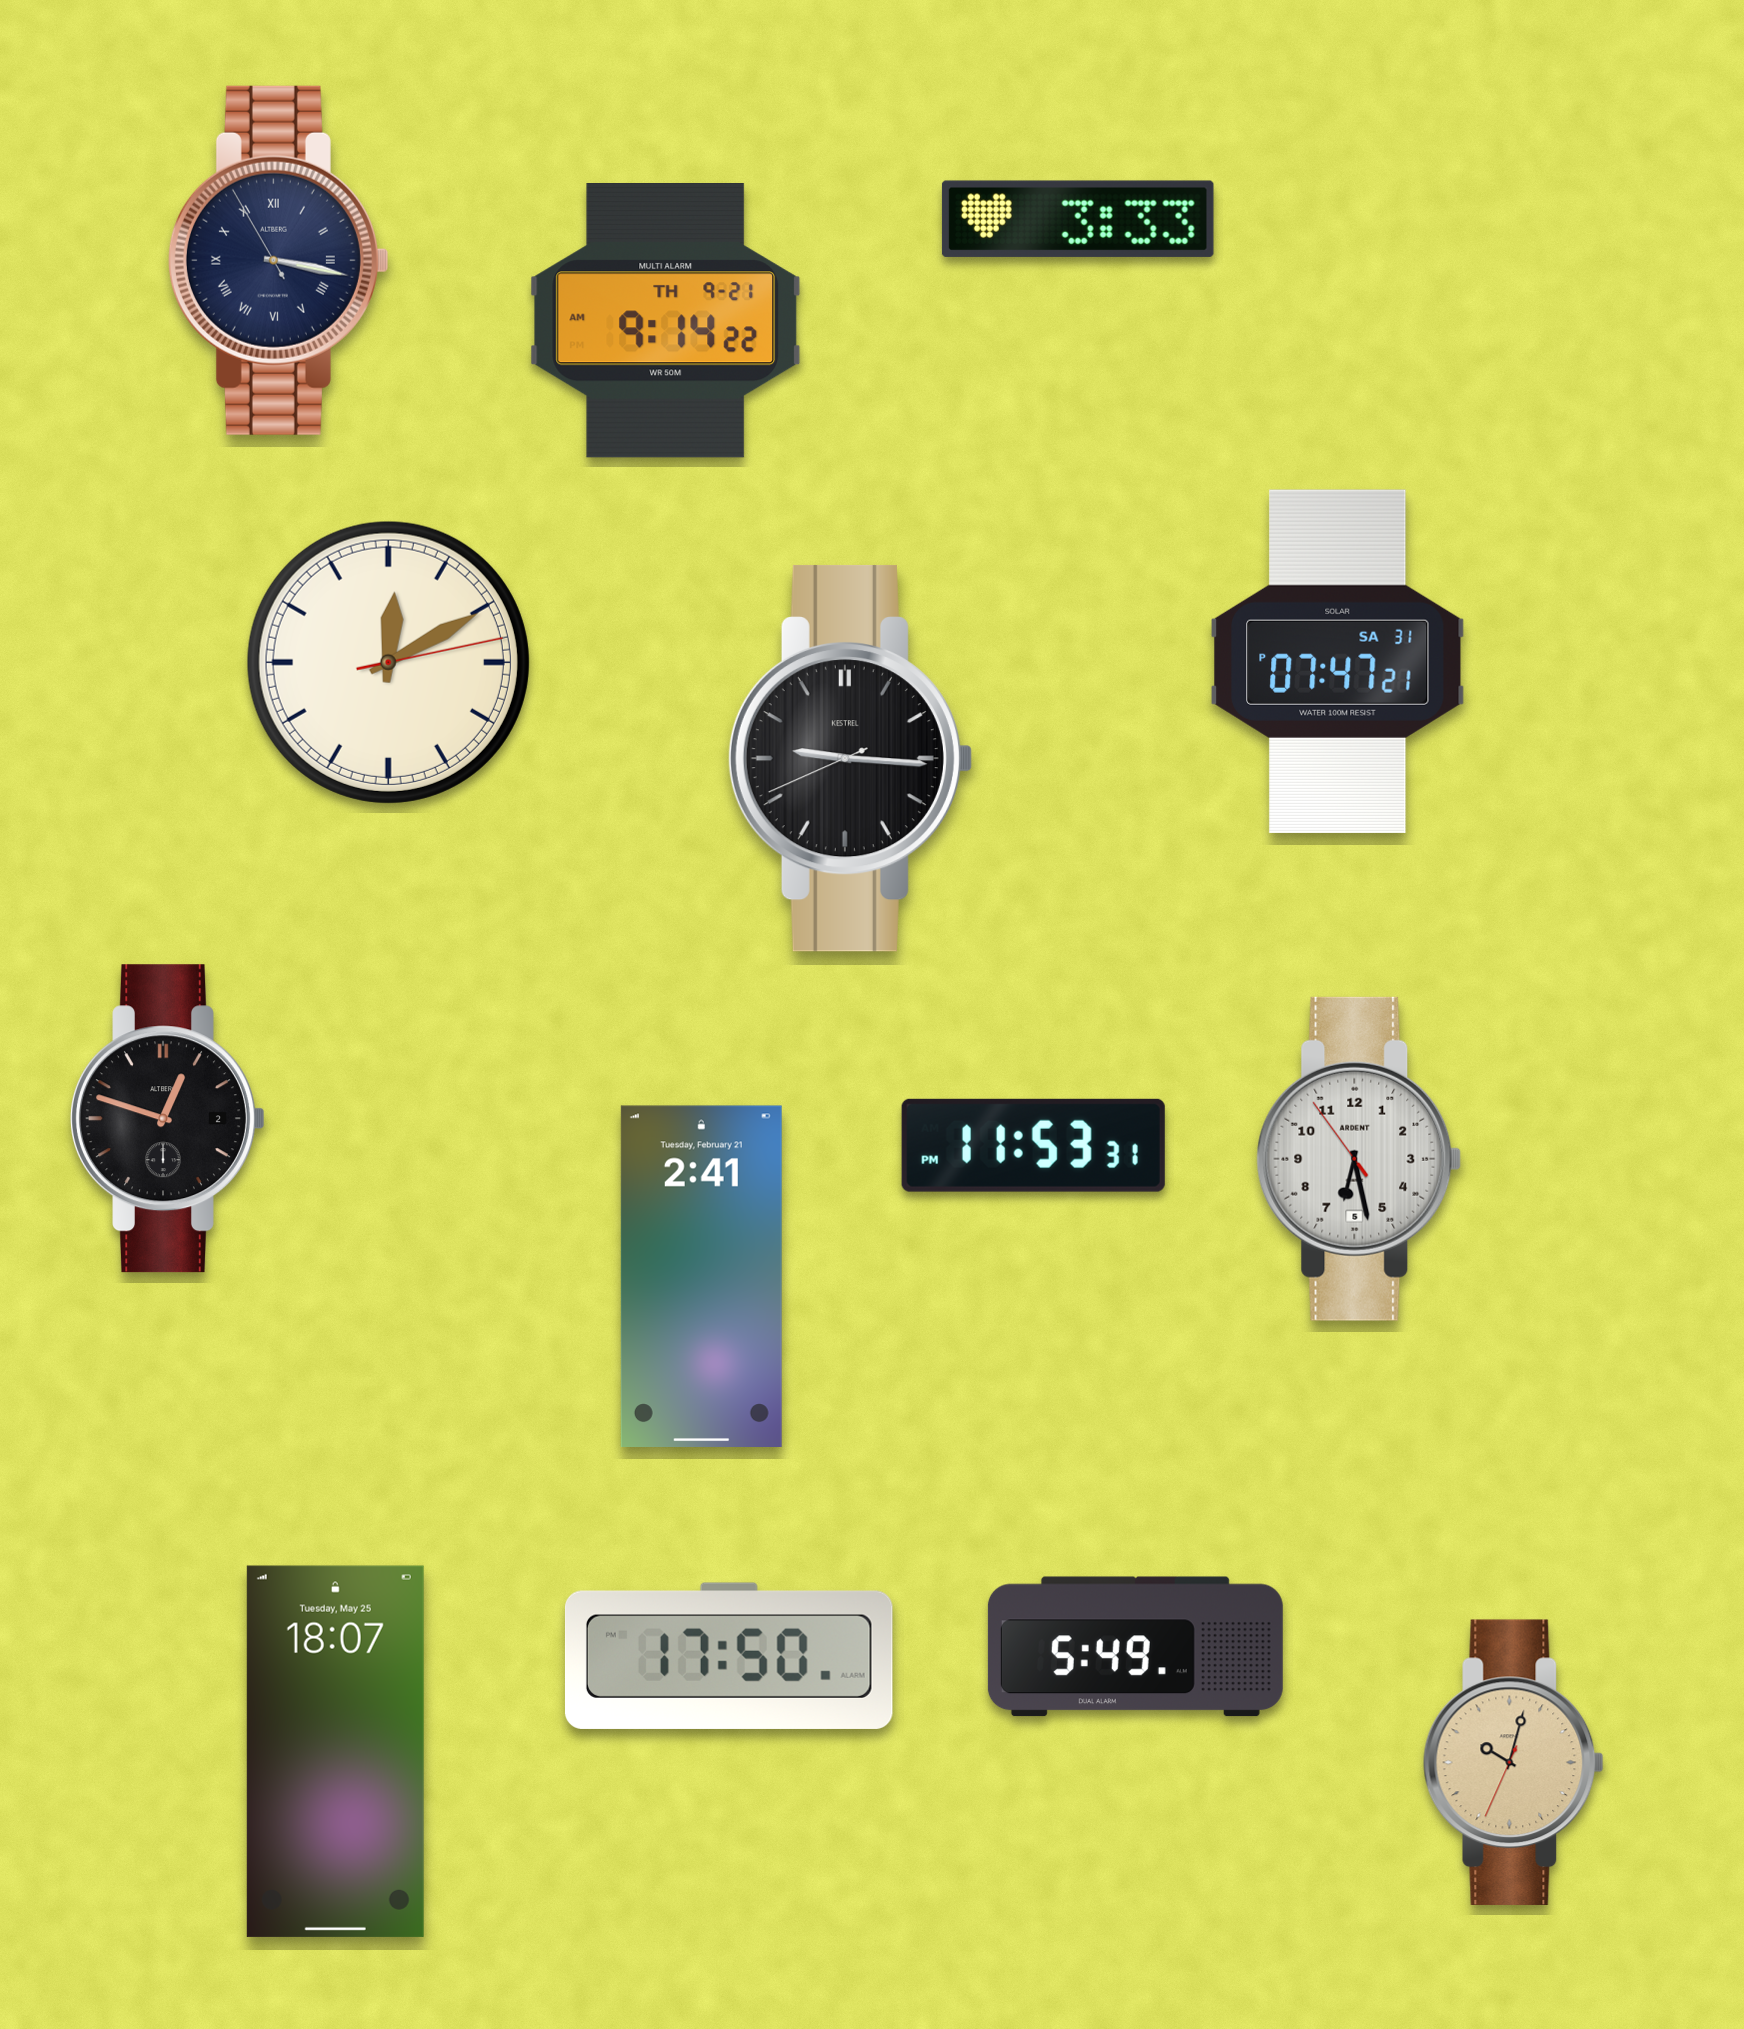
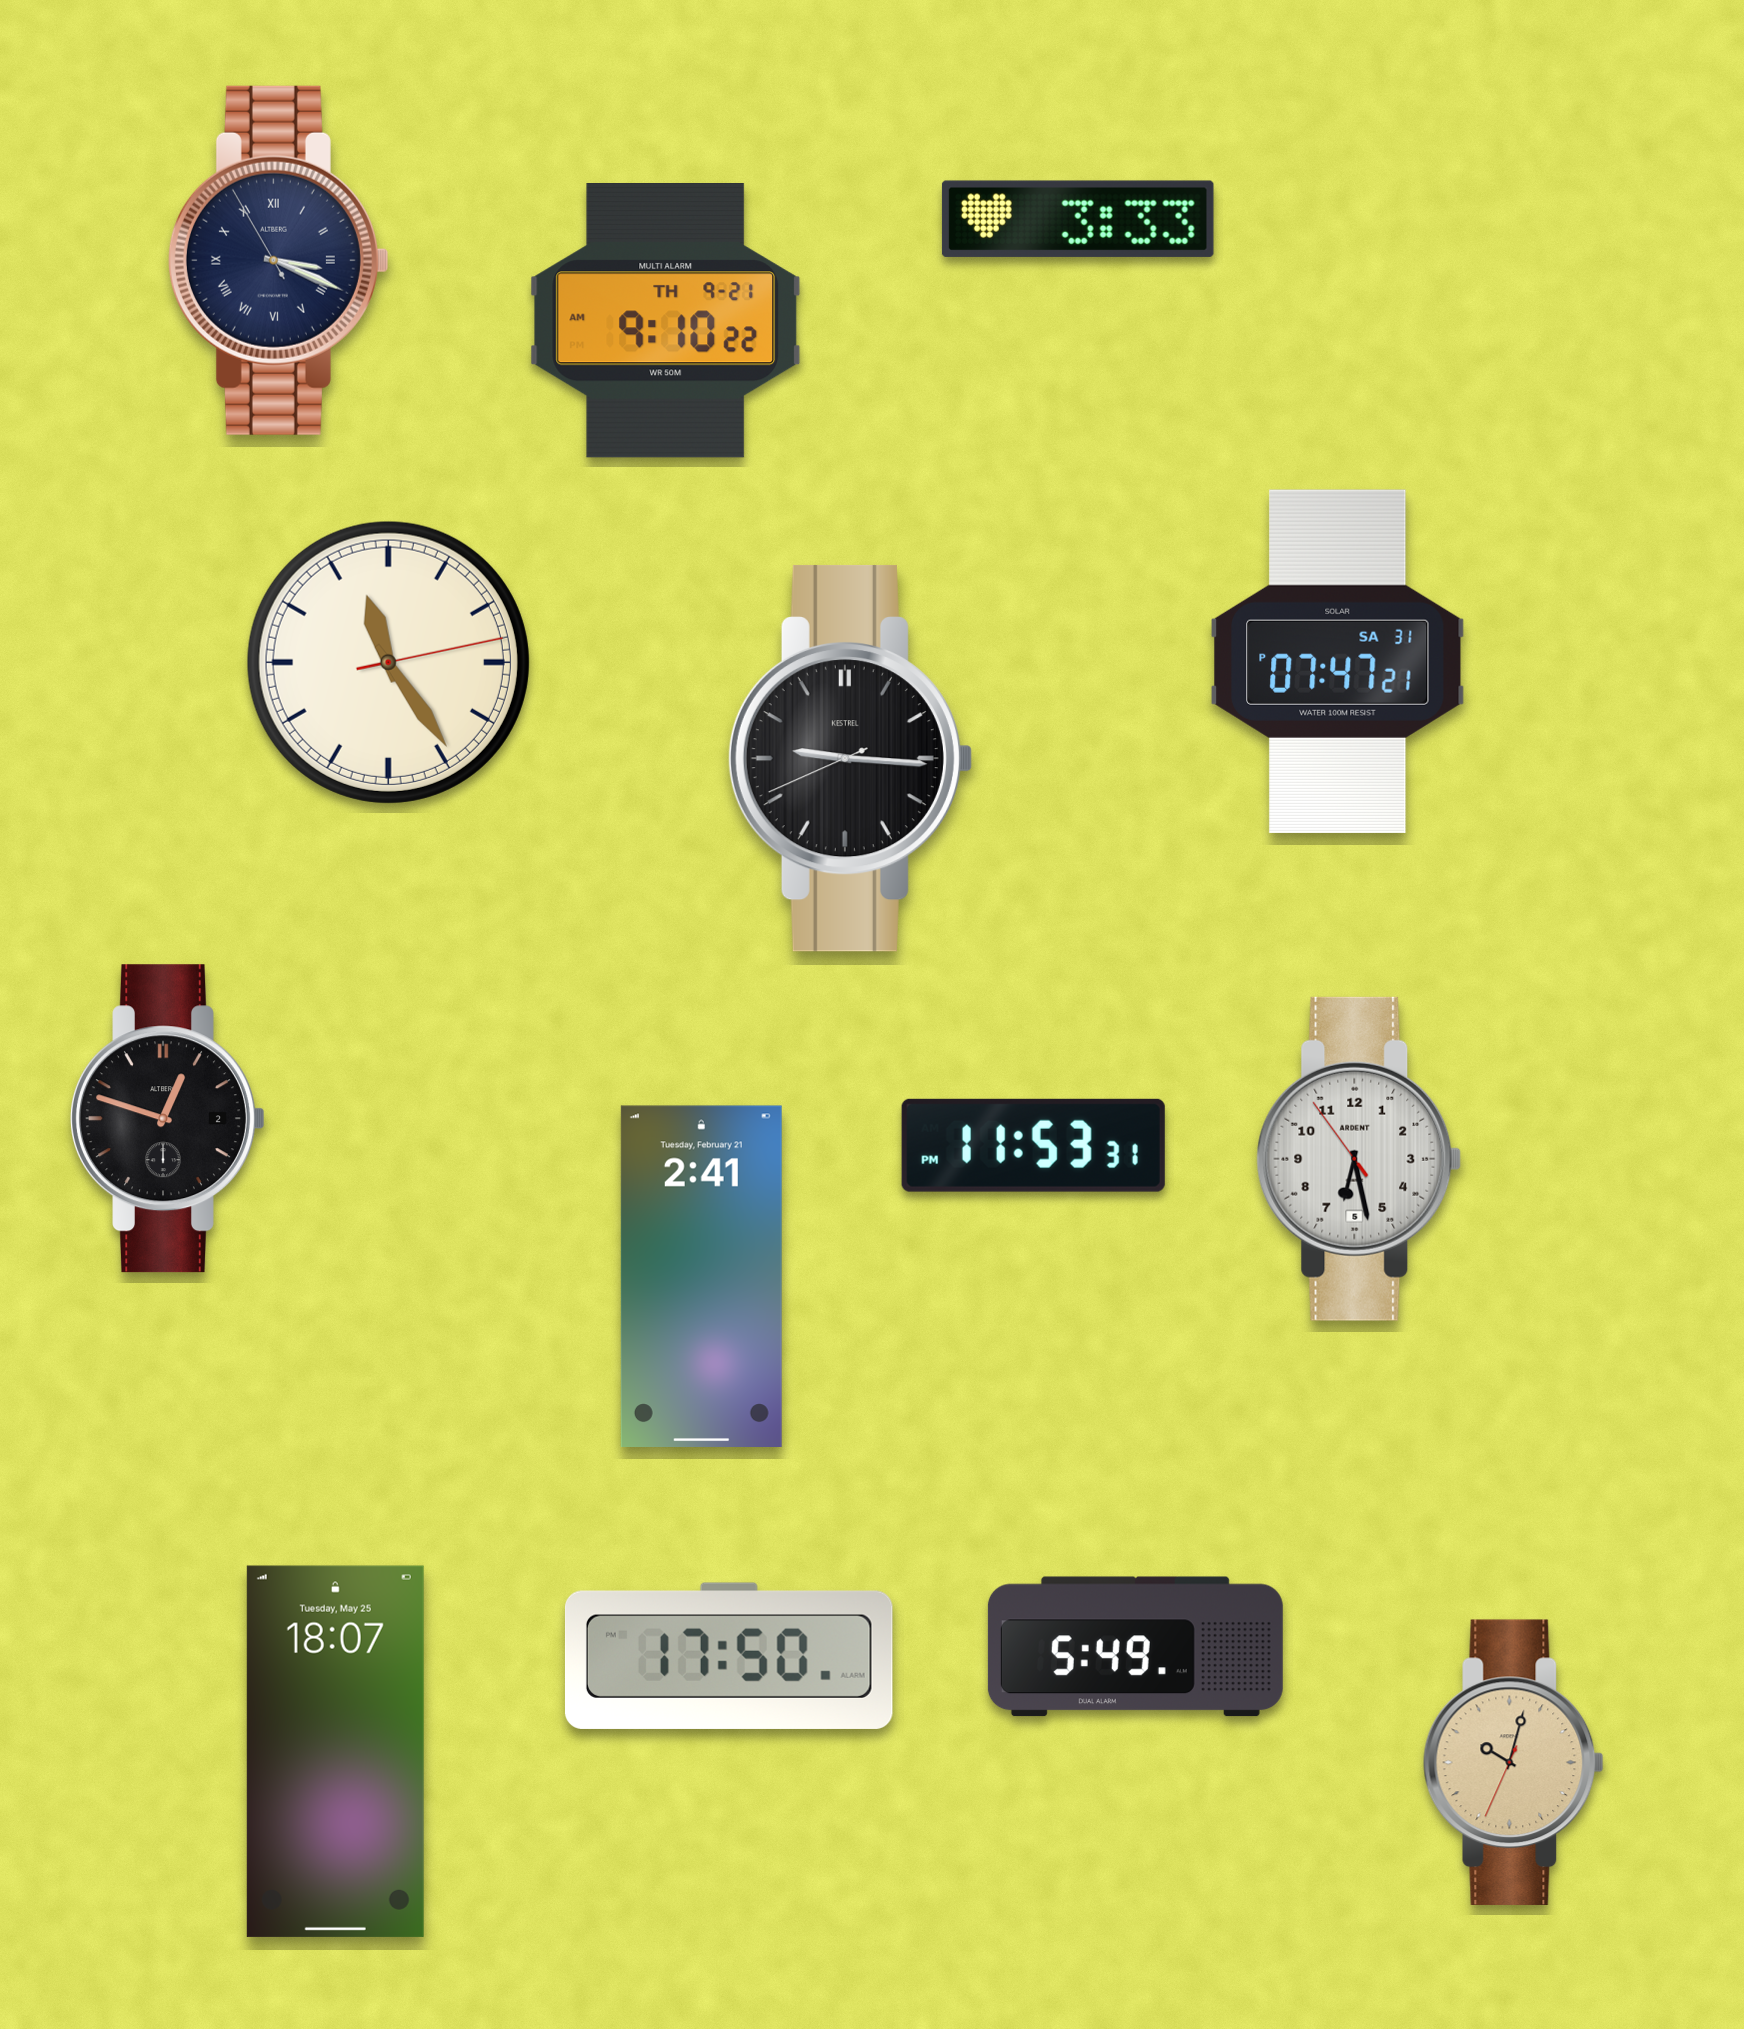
clock at (278, 260): 3:16 -> 3:18
clock at (666, 321): 9:14 -> 9:10
clock at (388, 662): 12:10 -> 11:24
